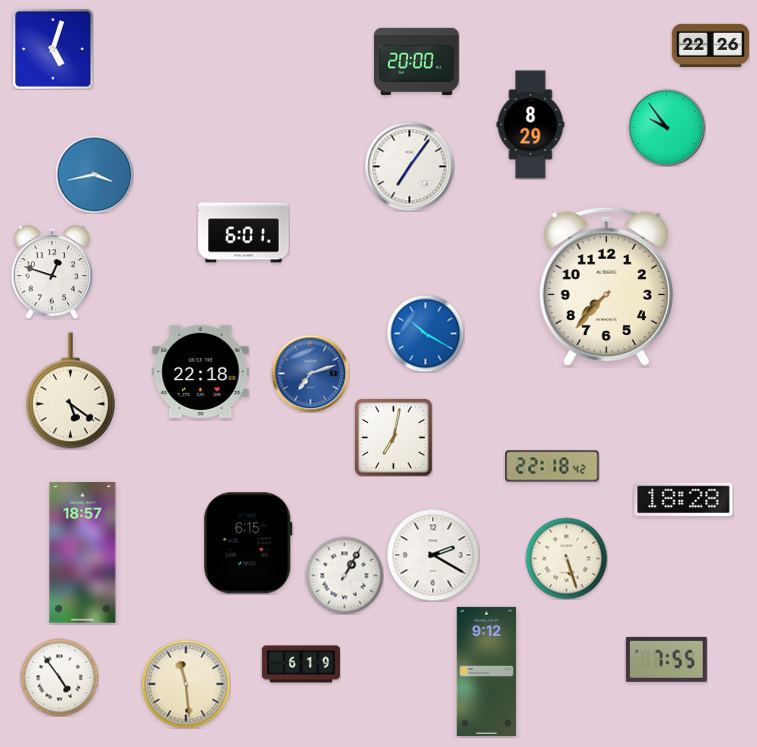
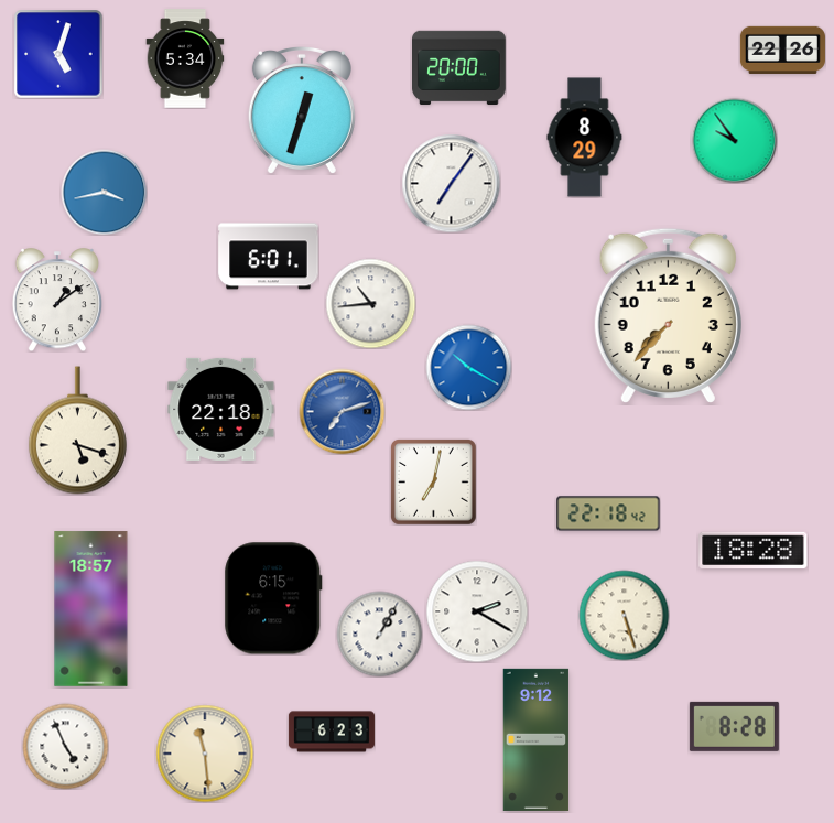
clock at (185, 58): none -> 5:34
clock at (302, 110): none -> 12:33
clock at (52, 272): 12:48 -> 1:09
clock at (370, 303): none -> 10:44
clock at (70, 391): 5:21 -> 5:18
clock at (666, 659): 7:55 -> 8:28
clock at (301, 664): 6:19 -> 6:23
clock at (59, 677): 4:54 -> 4:56
